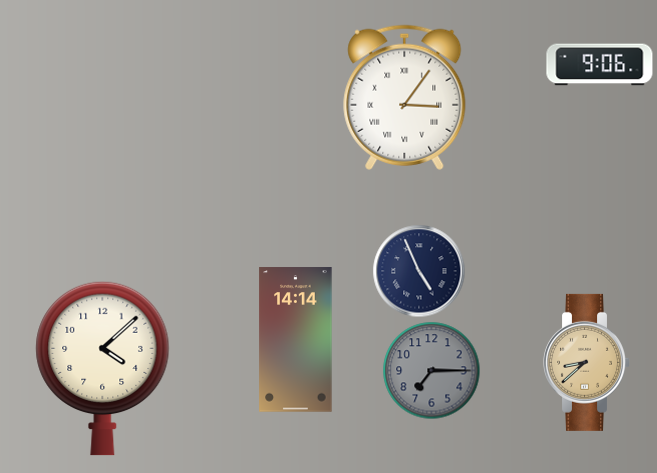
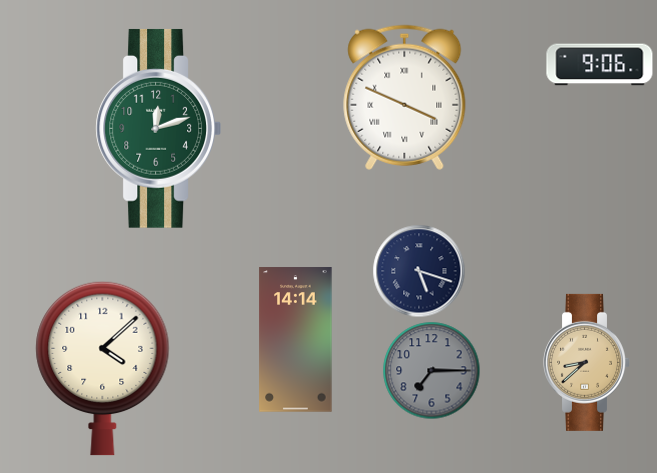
clock at (405, 97): 3:06 -> 3:49
clock at (158, 128): none -> 12:12
clock at (419, 271): 4:56 -> 5:18
